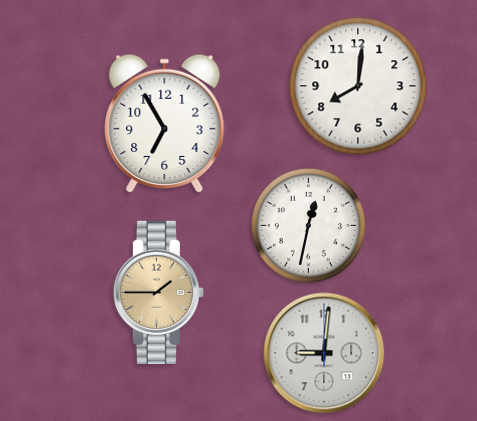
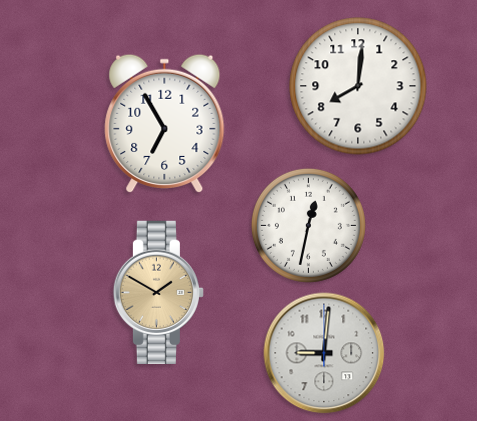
clock at (158, 292): 1:45 -> 1:50
